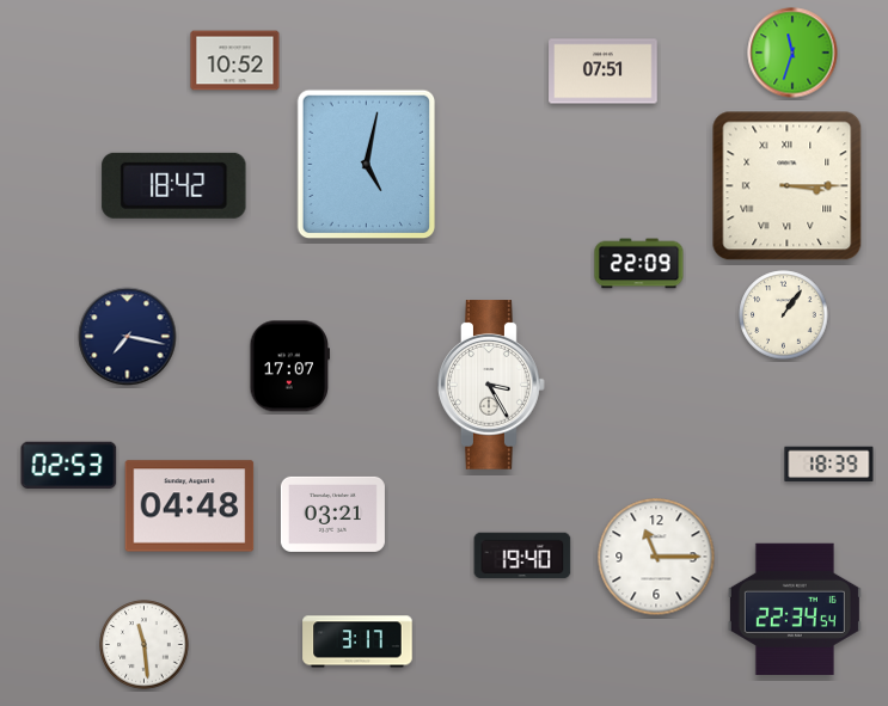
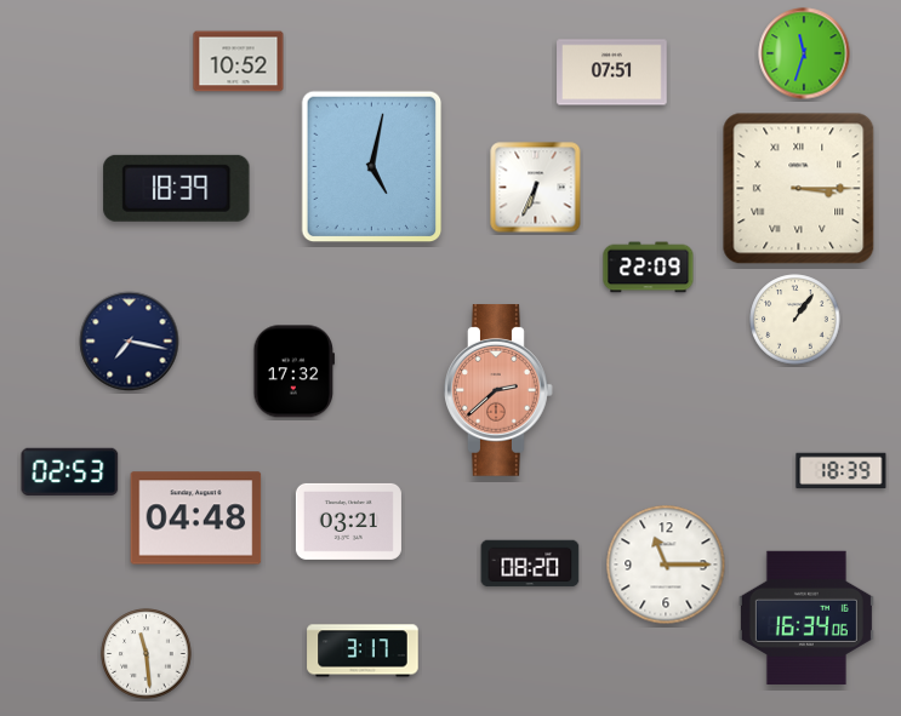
clock at (174, 185): 18:42 -> 18:39
clock at (536, 188): none -> 6:34
clock at (289, 367): 17:07 -> 17:32
clock at (491, 385): 3:25 -> 2:38
clock at (491, 385) dial: white -> salmon
clock at (190, 507) position: (190, 507) -> (196, 519)
clock at (332, 514) position: (332, 514) -> (348, 521)
clock at (522, 555): 19:40 -> 08:20
clock at (795, 609): 22:34 -> 16:34
